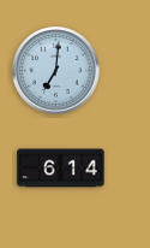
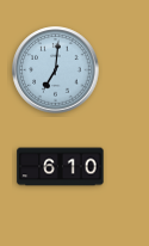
clock at (61, 169): 6:14 -> 6:10
